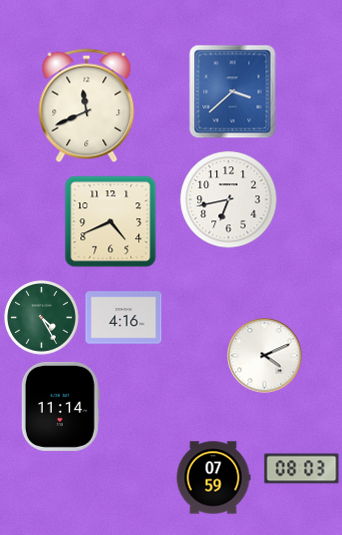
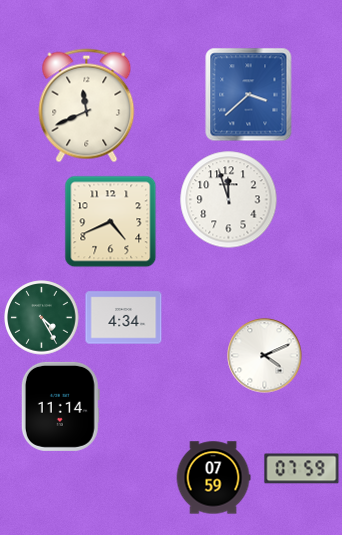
clock at (233, 92) position: (233, 92) -> (249, 95)
clock at (229, 200): 6:43 -> 11:57
clock at (124, 318): 4:16 -> 4:34
clock at (302, 469): 08:03 -> 07:59
